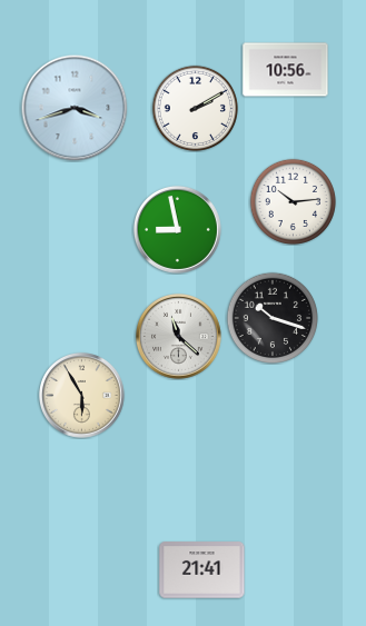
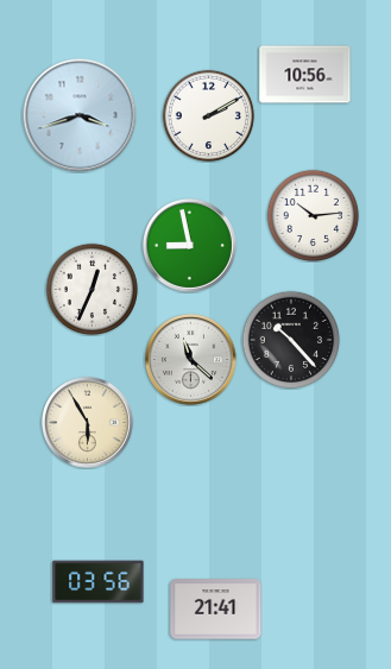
clock at (92, 289): none -> 12:34
clock at (271, 317): 10:18 -> 10:23
clock at (99, 582): none -> 03:56
